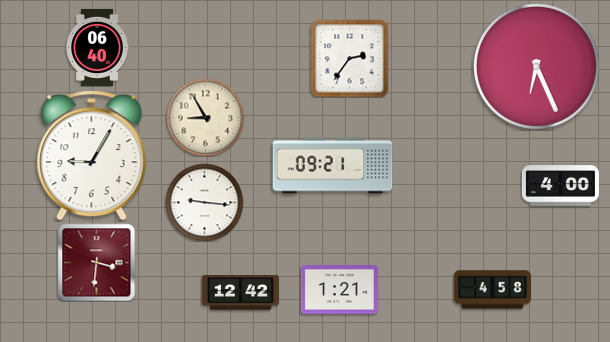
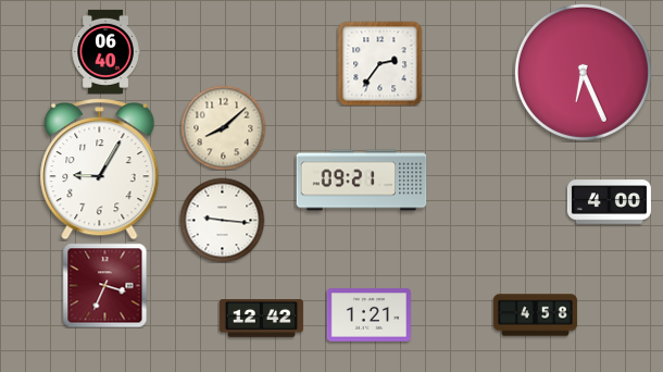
clock at (205, 117): 8:55 -> 8:08
clock at (96, 262): 3:31 -> 3:34
